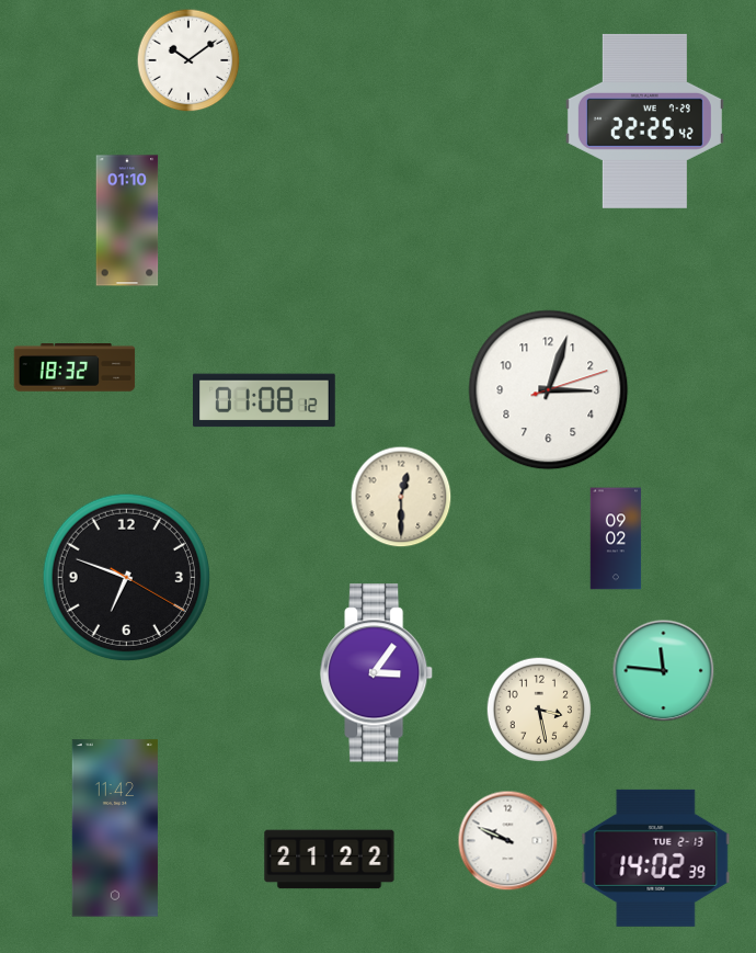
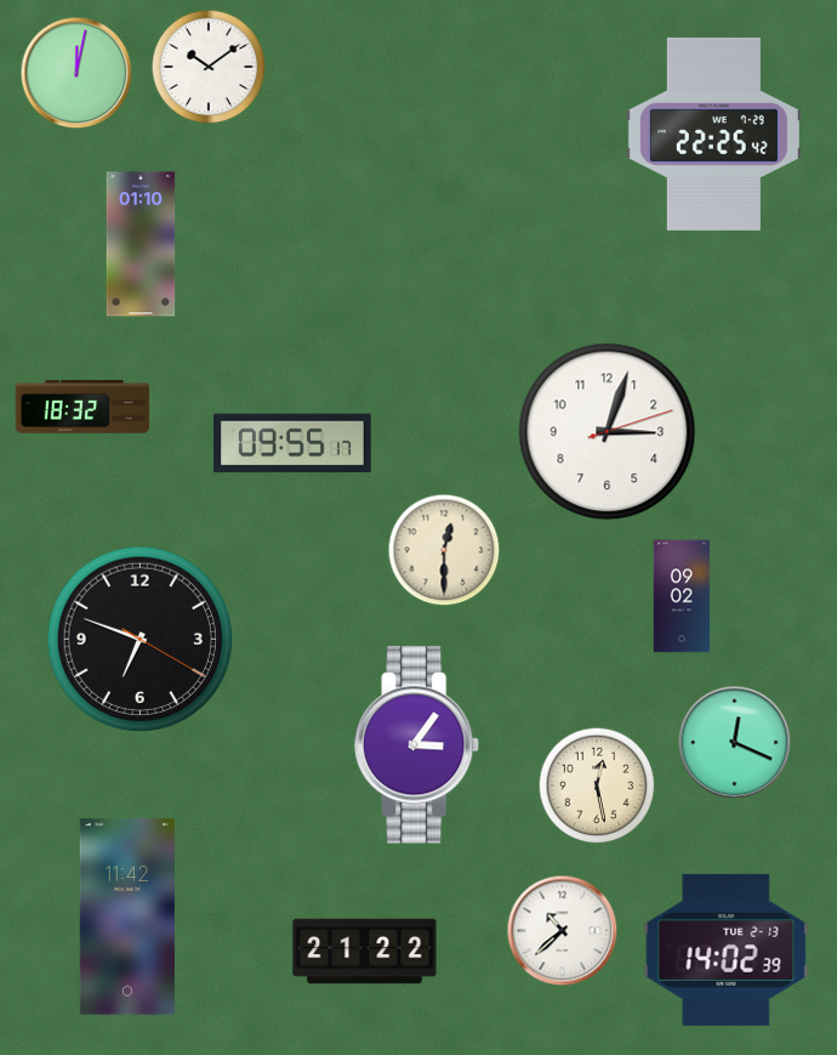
clock at (76, 73): none -> 12:02
clock at (265, 400): 01:08 -> 09:55
clock at (664, 671): 11:46 -> 12:19
clock at (539, 710): 3:28 -> 12:28
clock at (508, 841): 9:49 -> 10:38
